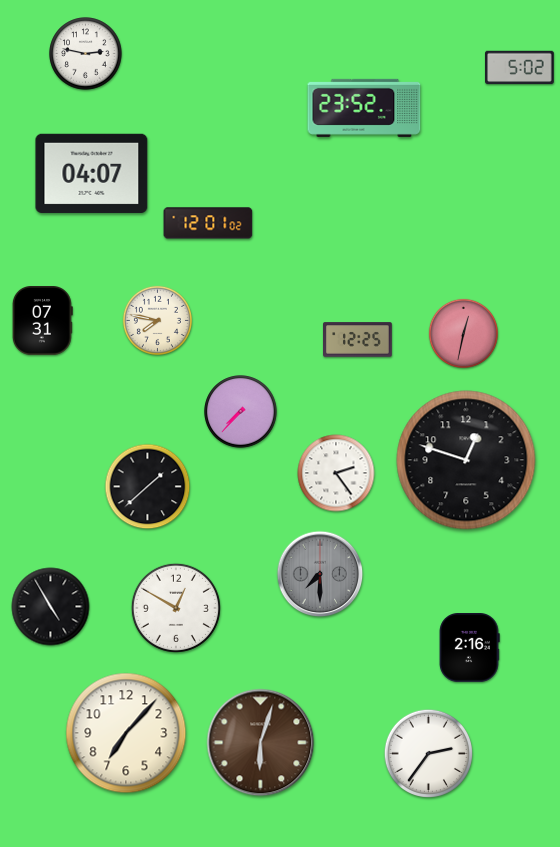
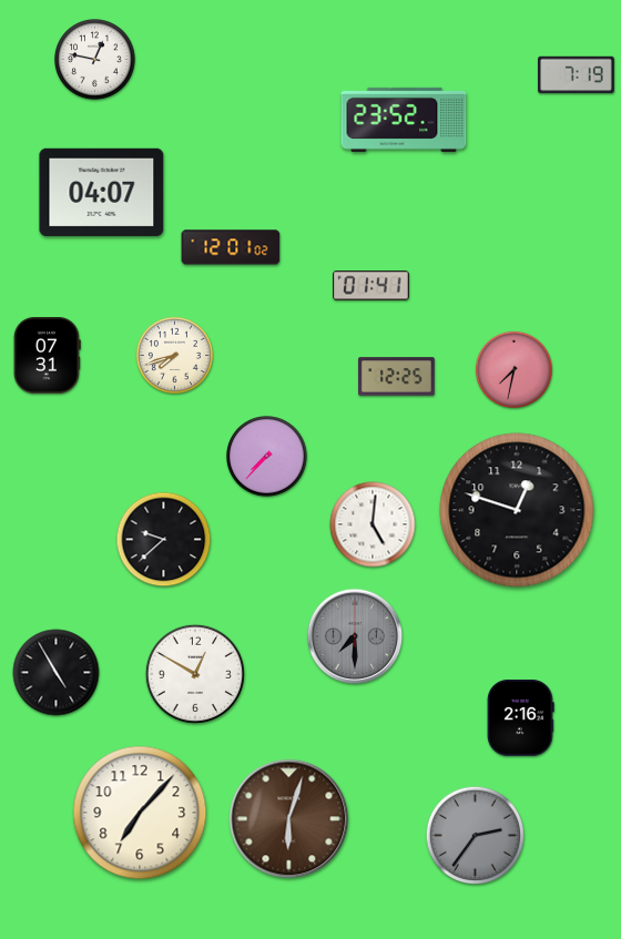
clock at (86, 54): 2:47 -> 12:47
clock at (520, 68): 5:02 -> 7:19
clock at (371, 286): none -> 01:41
clock at (157, 320): 7:47 -> 7:42
clock at (463, 333): 12:32 -> 7:32
clock at (336, 473): 2:24 -> 5:01
clock at (148, 487): 1:38 -> 9:38
clock at (261, 743) position: (261, 743) -> (289, 819)
clock at (428, 753) dial: white -> grey
